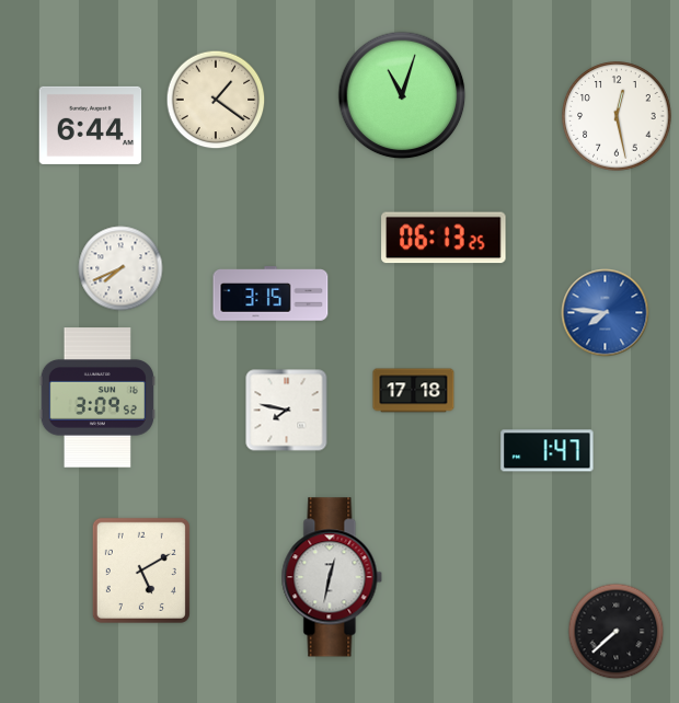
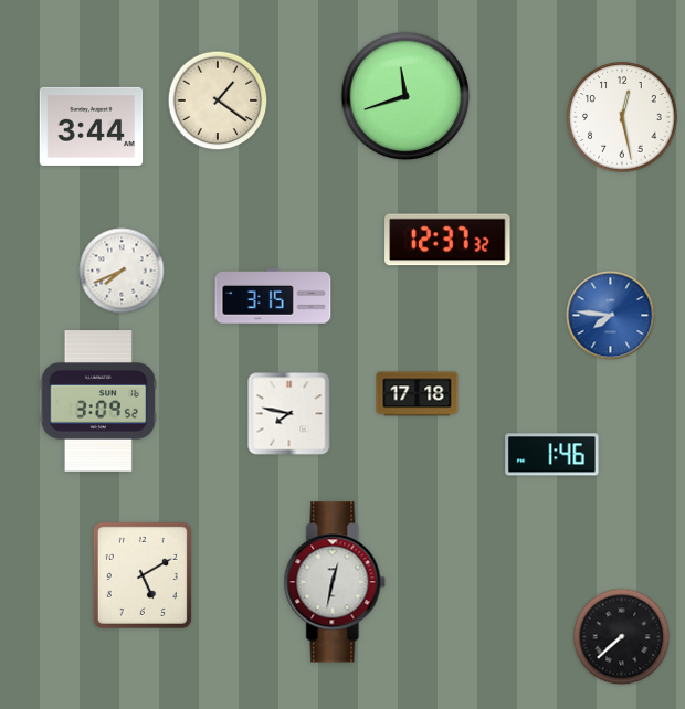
clock at (402, 95): 11:03 -> 11:42
clock at (91, 125): 6:44 -> 3:44
clock at (444, 238): 06:13 -> 12:37
clock at (548, 451): 1:47 -> 1:46
